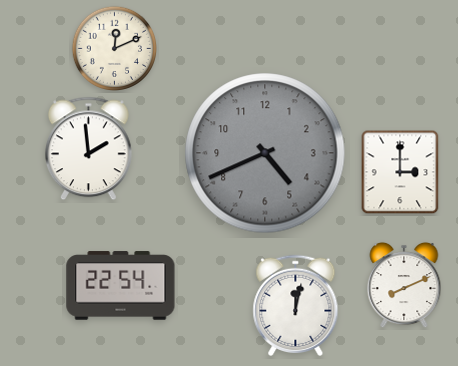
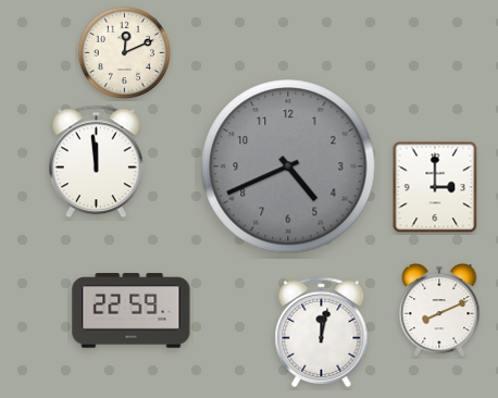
clock at (88, 149): 1:59 -> 11:59
clock at (121, 286): 22:54 -> 22:59
